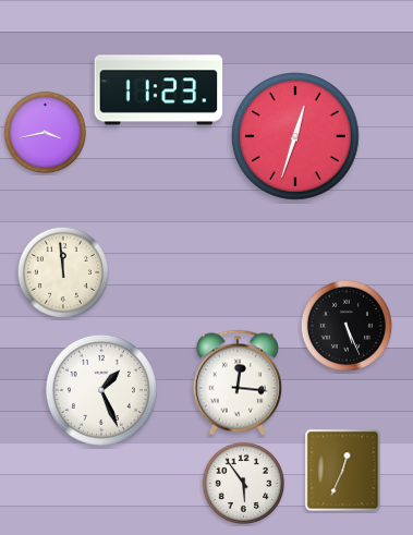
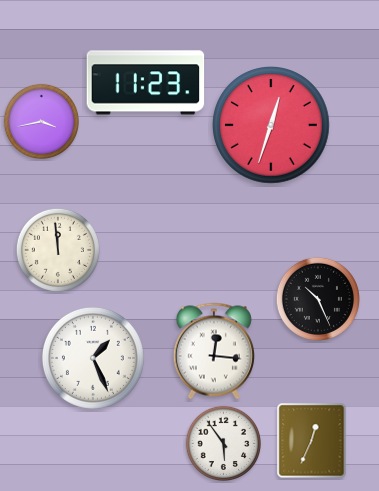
clock at (347, 326): 5:26 -> 10:26
clock at (238, 382) position: (238, 382) -> (214, 351)
clock at (343, 471) position: (343, 471) -> (312, 441)
